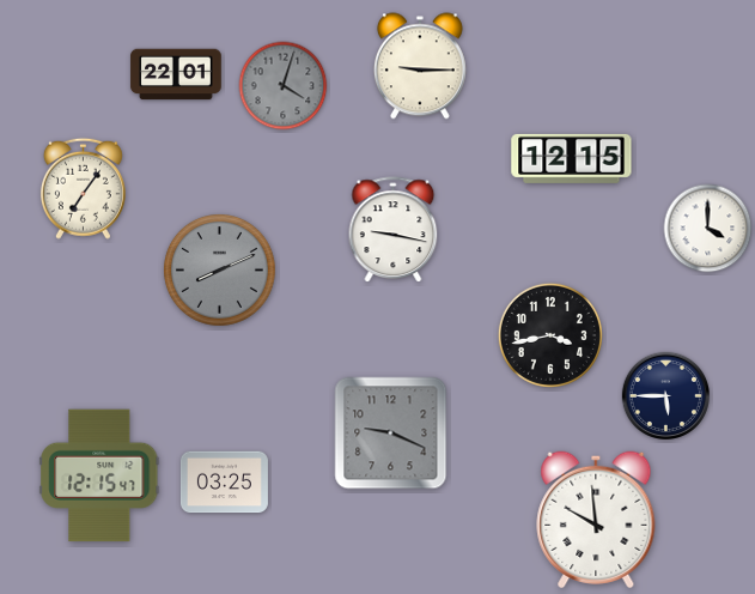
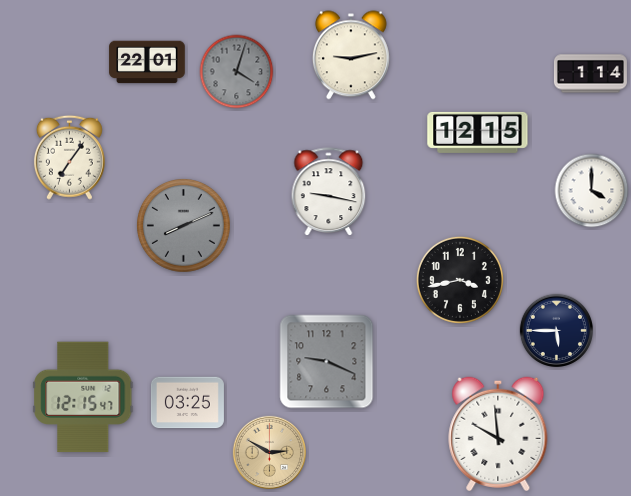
clock at (420, 66): 9:15 -> 9:13
clock at (590, 74): none -> 1:14
clock at (269, 452): none -> 2:50
